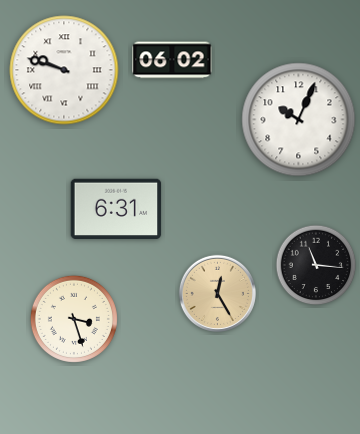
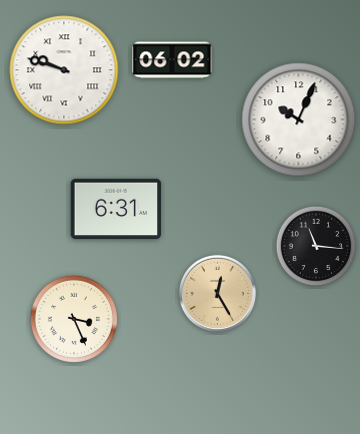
clock at (316, 265) position: (316, 265) -> (316, 246)
clock at (74, 319): 3:27 -> 3:26
